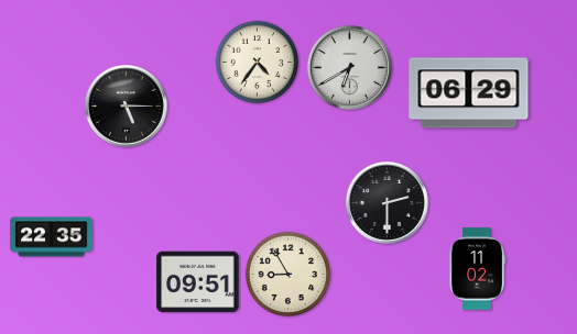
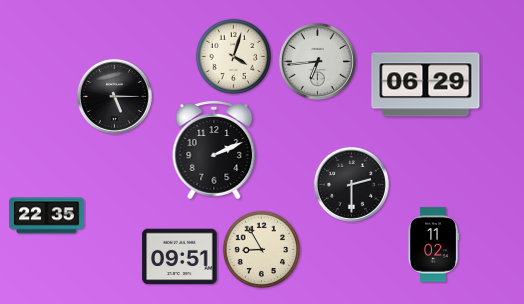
clock at (258, 63): 4:36 -> 4:03
clock at (349, 67): 6:40 -> 6:44
clock at (214, 150): none -> 2:11
